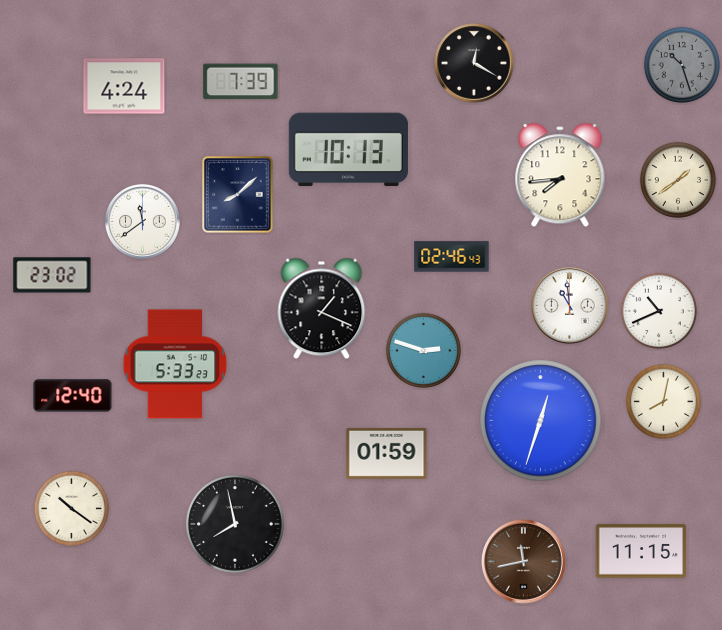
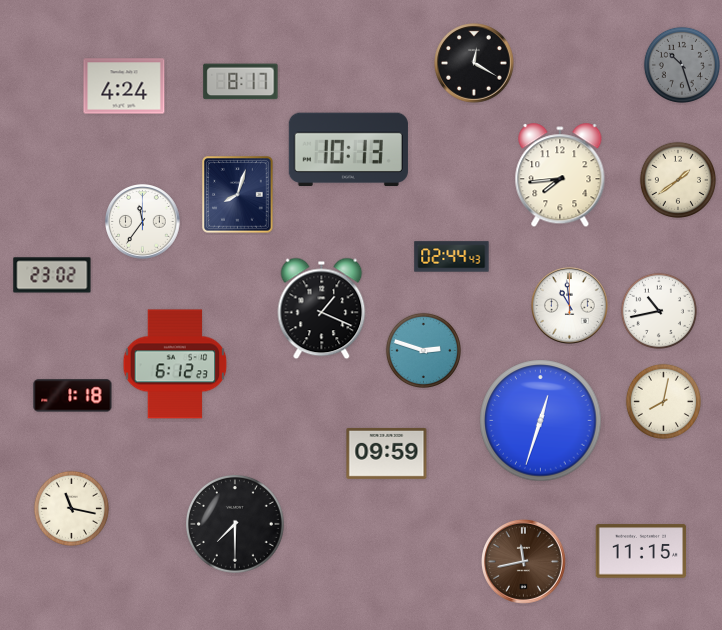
clock at (241, 82): 7:39 -> 8:17
clock at (238, 195): 8:08 -> 8:03
clock at (143, 222): 11:39 -> 11:36
clock at (452, 257): 02:46 -> 02:44
clock at (659, 311): 10:41 -> 10:43
clock at (175, 364): 5:33 -> 6:12
clock at (73, 396): 12:40 -> 1:18
clock at (387, 453): 01:59 -> 09:59
clock at (71, 508): 10:21 -> 11:17
clock at (236, 525): 7:58 -> 7:30
